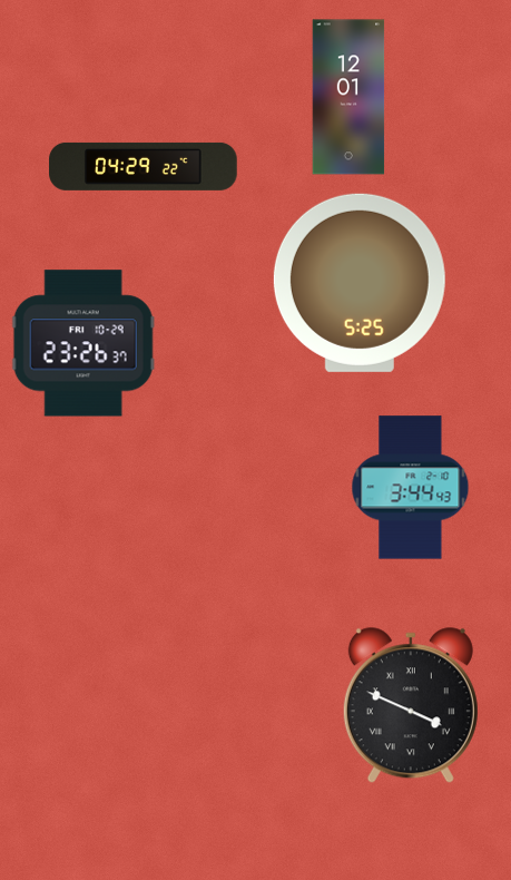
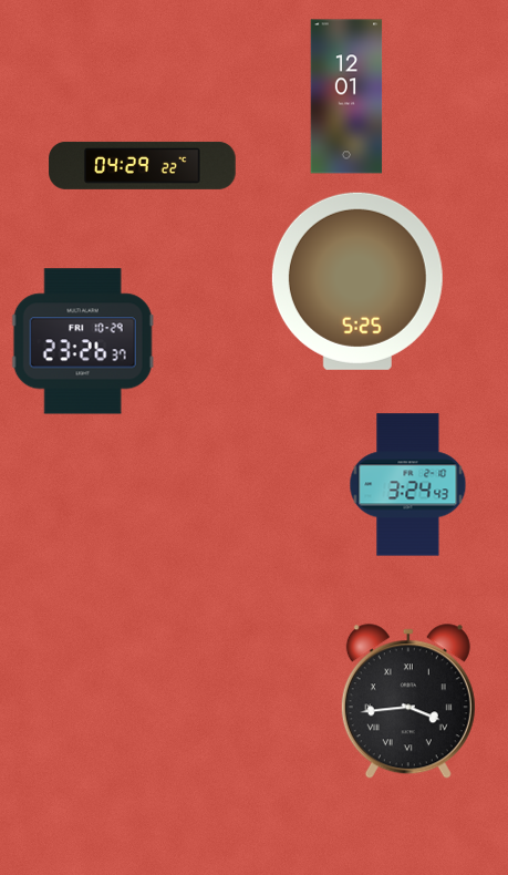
clock at (411, 488): 3:44 -> 3:24
clock at (411, 706): 3:49 -> 3:44
